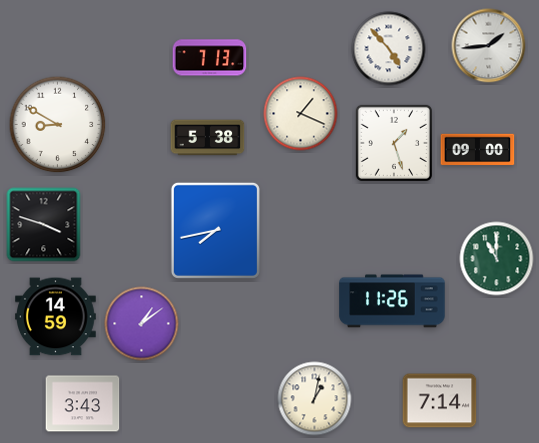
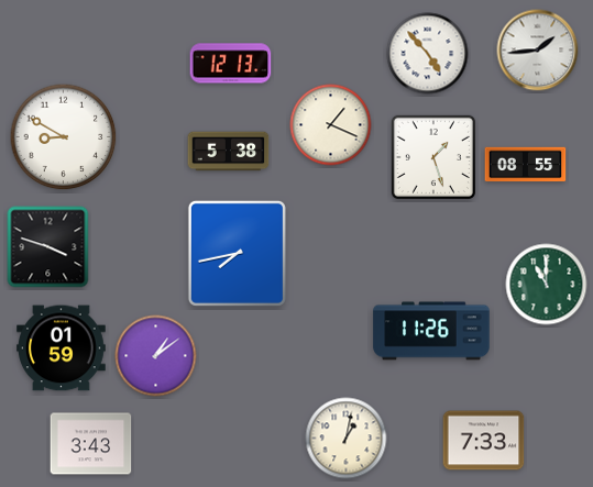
clock at (210, 58): 7:13 -> 12:13
clock at (478, 150): 09:00 -> 08:55
clock at (56, 317): 14:59 -> 01:59
clock at (440, 401): 7:14 -> 7:33
